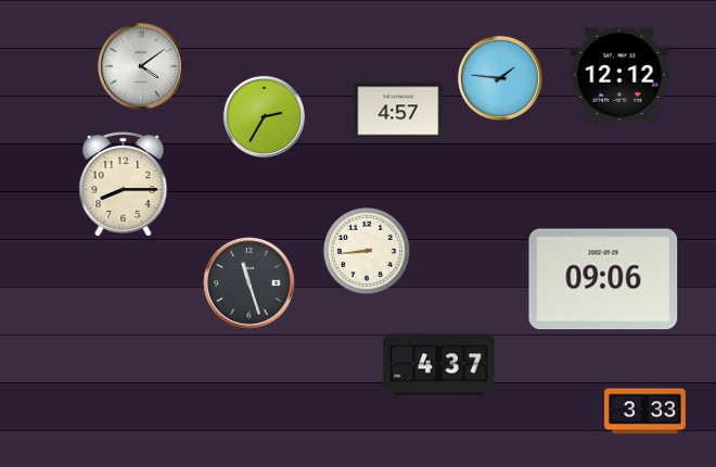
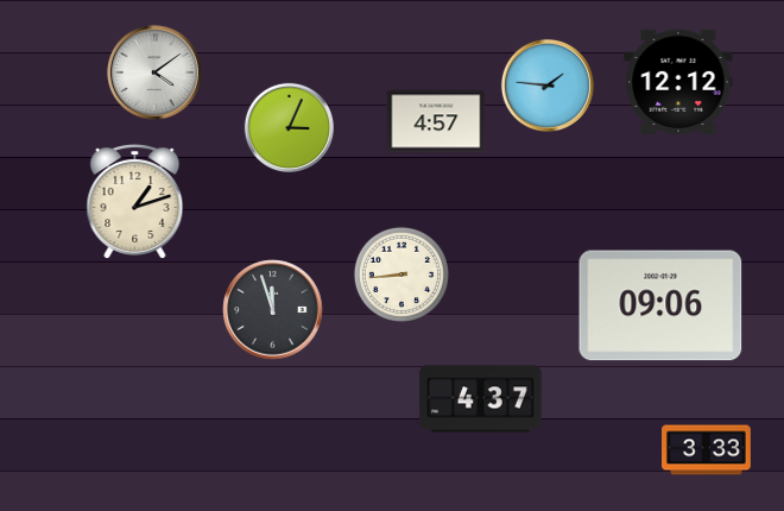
clock at (264, 116): 2:35 -> 3:04
clock at (124, 185): 8:15 -> 1:12
clock at (250, 283): 11:27 -> 11:57
